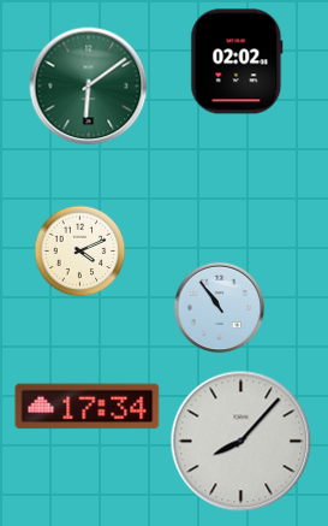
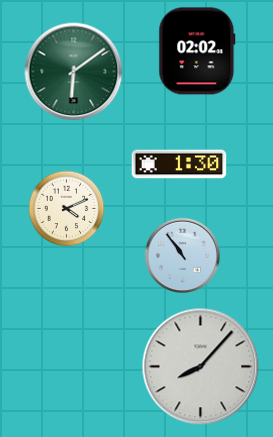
clock at (179, 164): none -> 1:30
clock at (88, 407): 17:34 -> none
